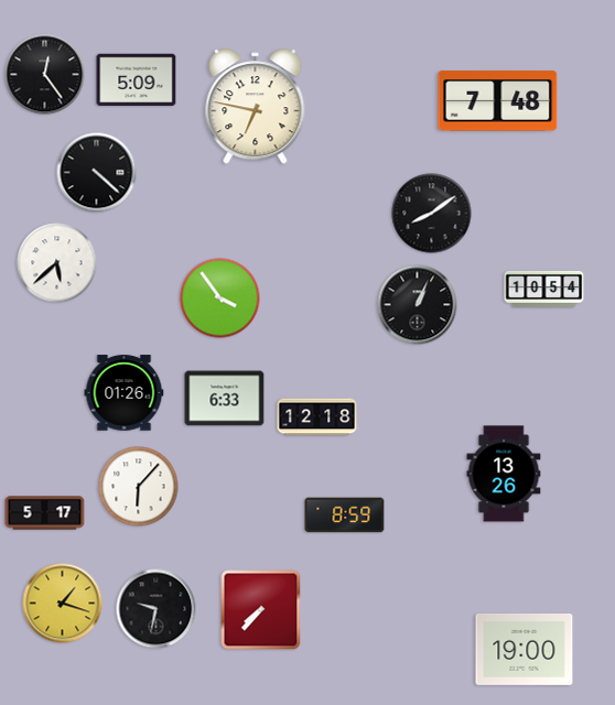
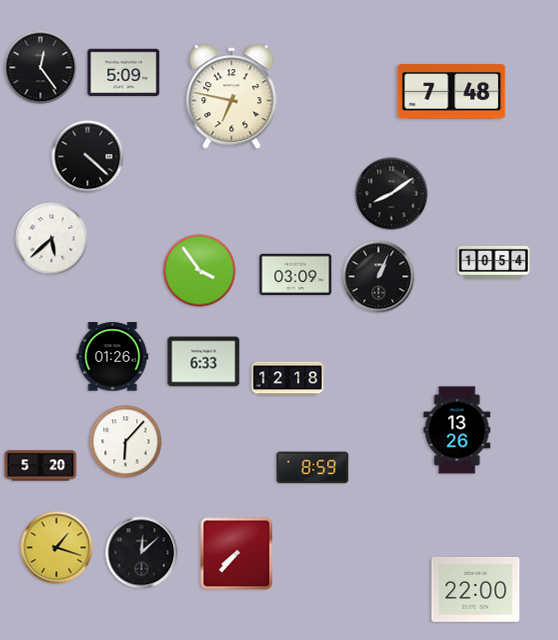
clock at (296, 275): none -> 03:09
clock at (45, 513): 5:17 -> 5:20
clock at (157, 609): 9:32 -> 12:08
clock at (525, 649): 19:00 -> 22:00
